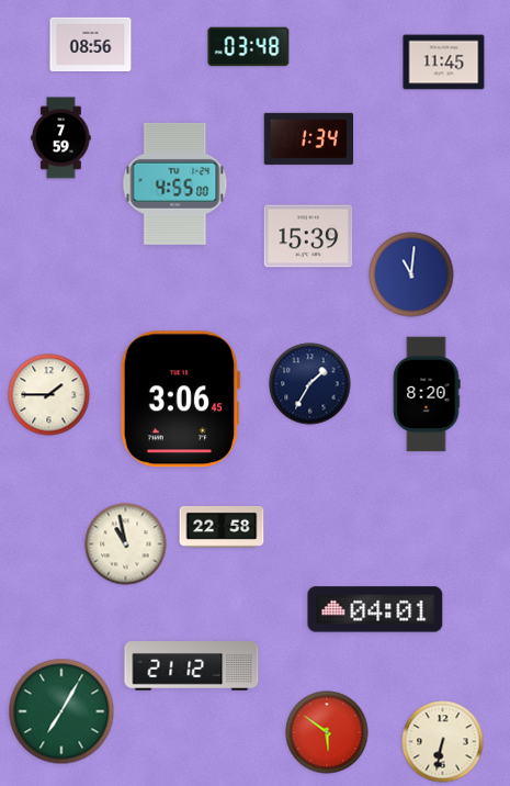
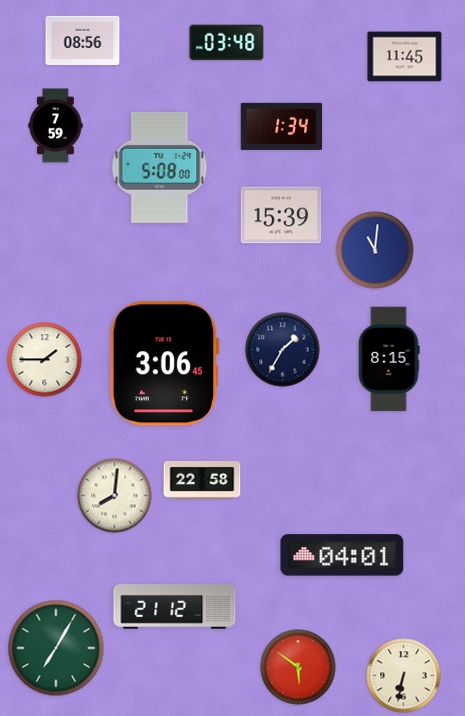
clock at (175, 183): 4:55 -> 5:08
clock at (427, 394): 8:20 -> 8:15
clock at (126, 544): 10:58 -> 8:01
